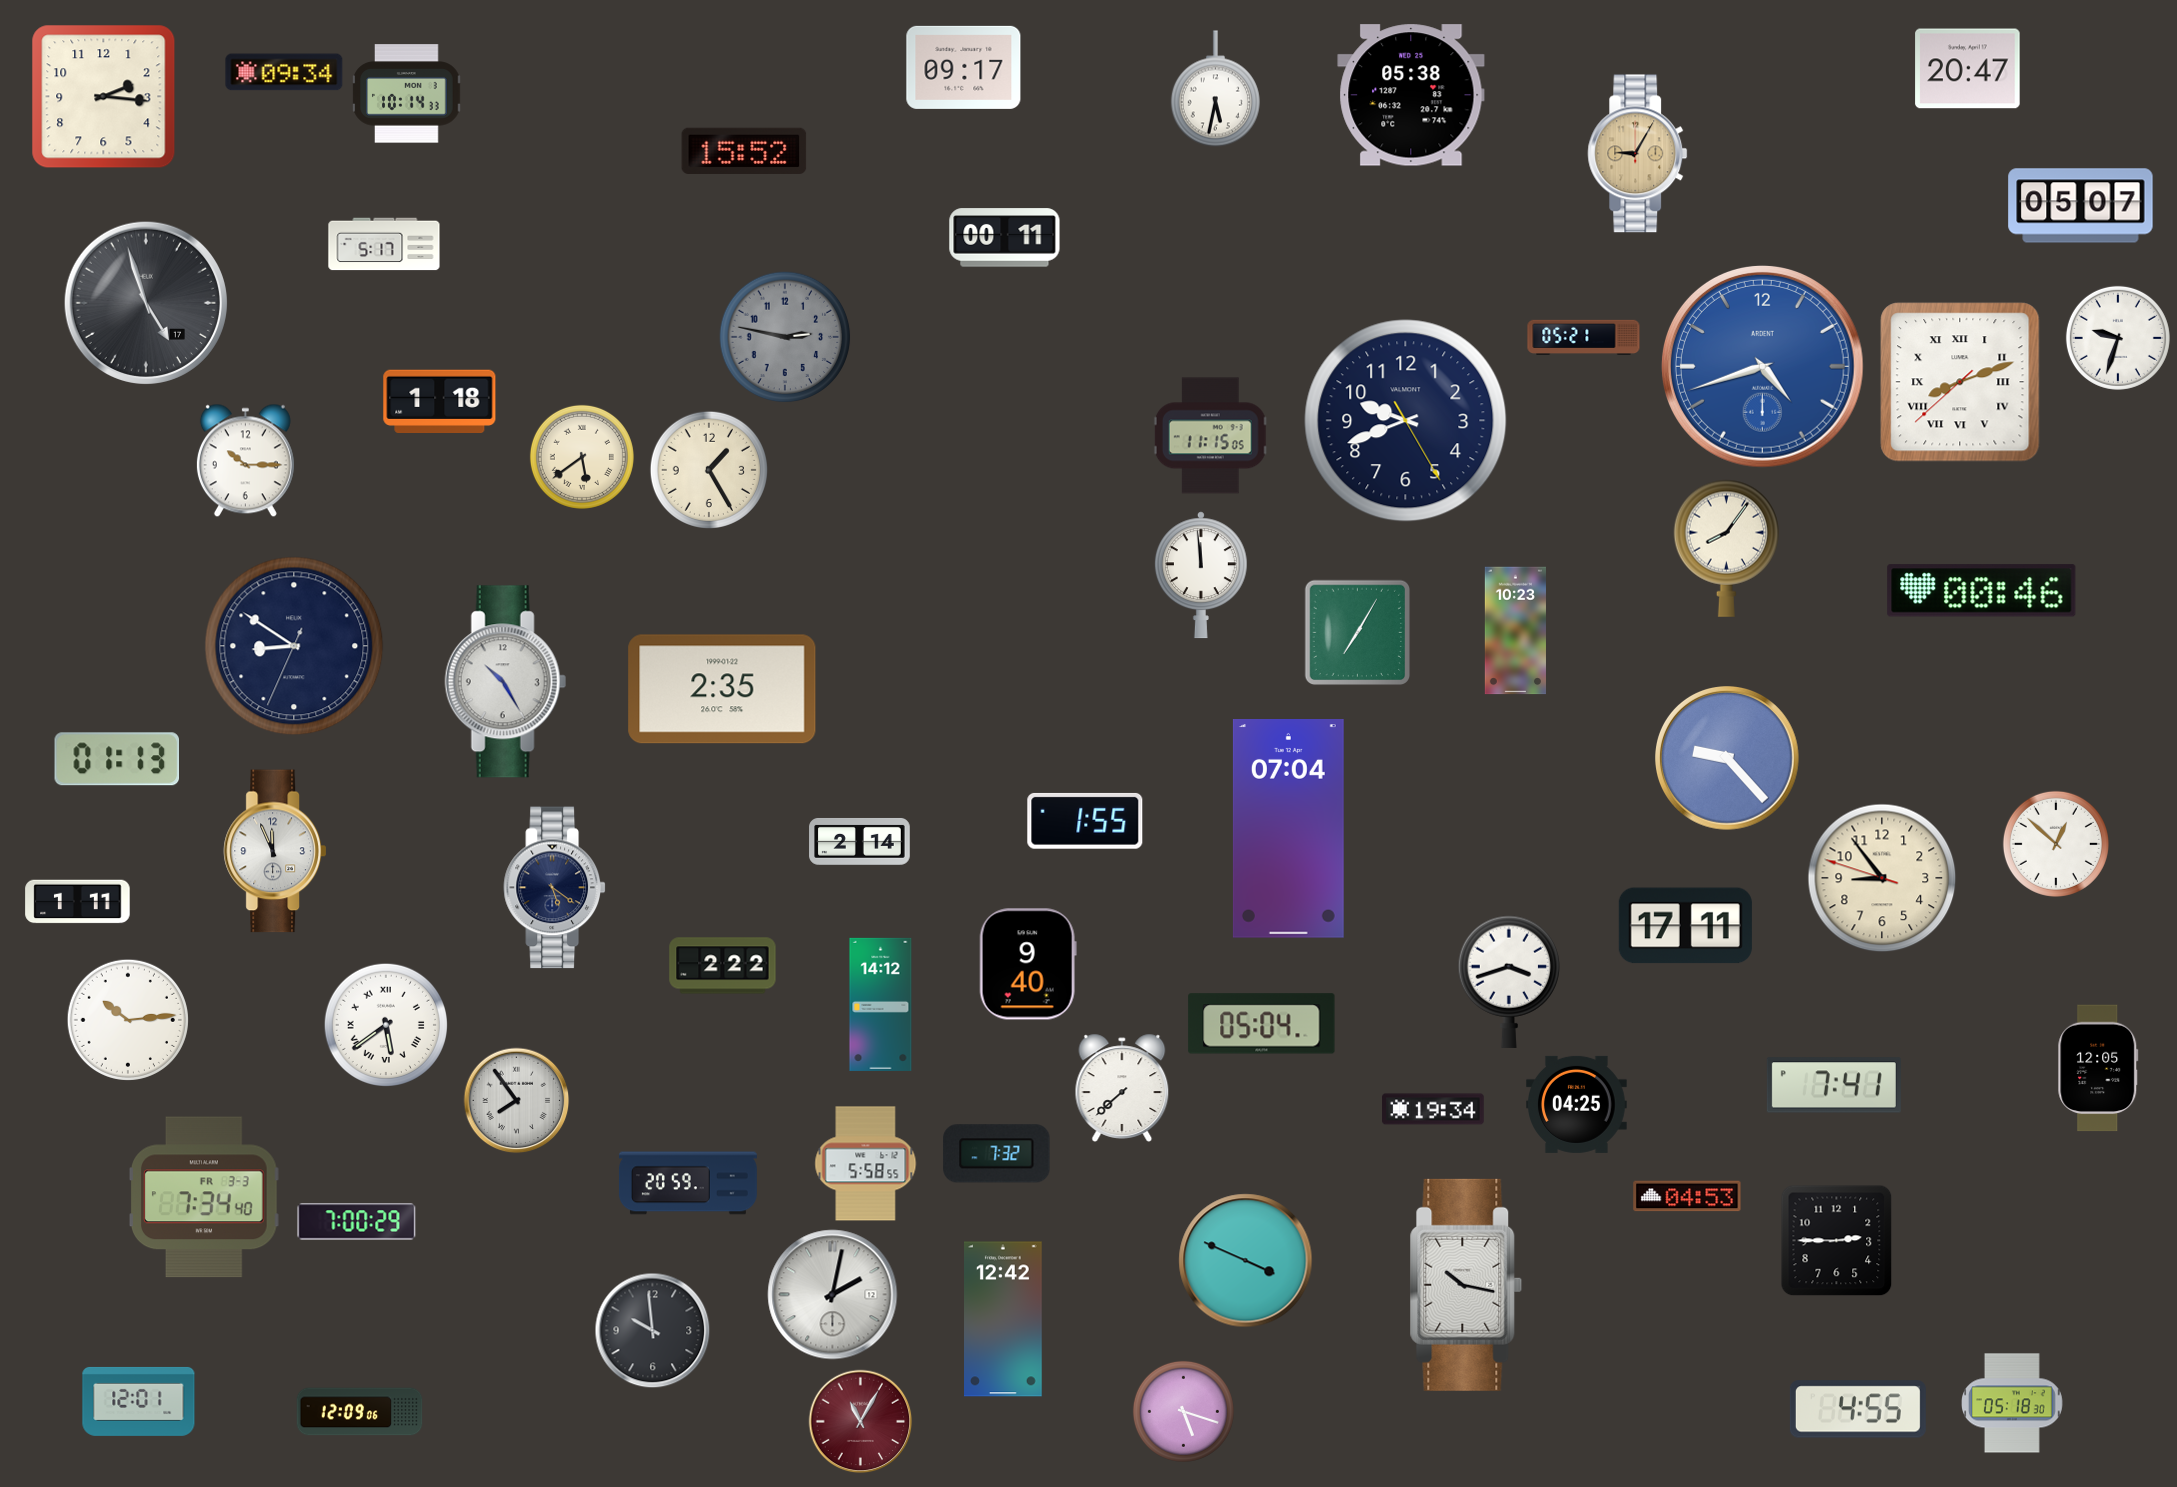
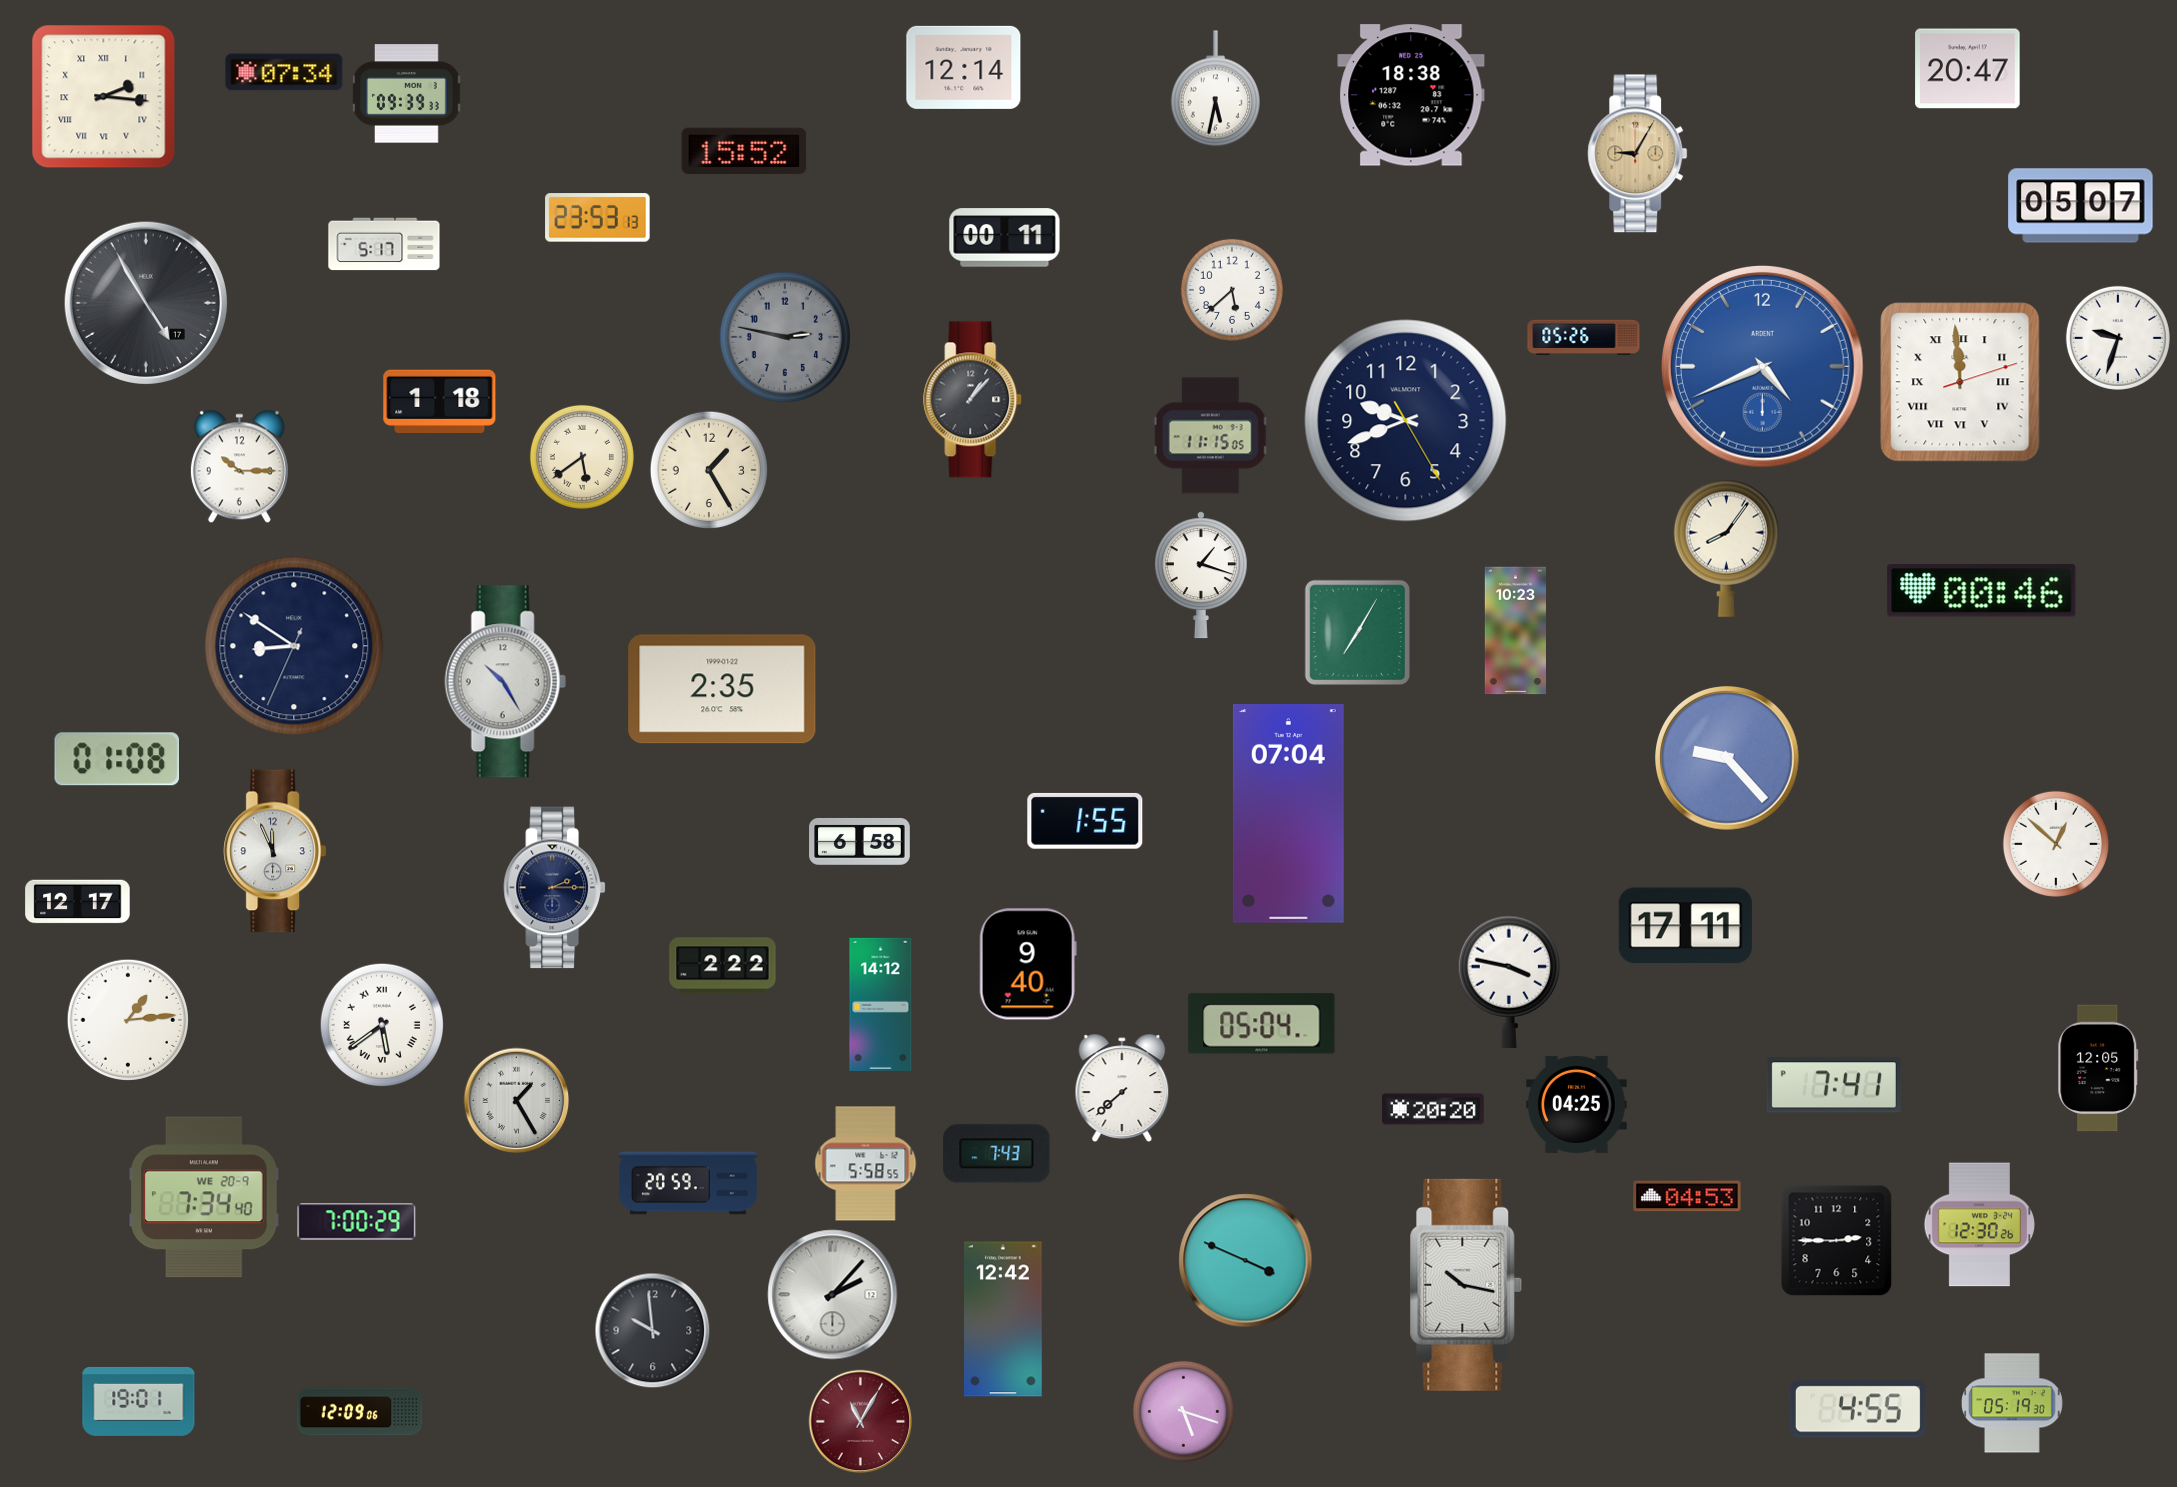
clock at (964, 67): 09:17 -> 12:14
clock at (284, 72): 09:34 -> 07:34
clock at (407, 94): 10:14 -> 09:39
clock at (1411, 95): 05:38 -> 18:38
clock at (104, 97) numerals: Arabic -> Roman
clock at (598, 218): none -> 23:53
clock at (1232, 290): none -> 5:38
clock at (146, 303): 4:57 -> 4:55
clock at (1584, 337): 05:21 -> 05:26
clock at (1762, 366): 4:42 -> 4:41
clock at (1960, 382): 8:11 -> 11:59
clock at (973, 400): none -> 1:07
clock at (245, 461) position: (245, 461) -> (239, 467)
clock at (1201, 575): 11:59 -> 1:18
clock at (116, 759): 01:13 -> 01:08
clock at (1288, 829) position: (1288, 829) -> (1288, 814)
clock at (860, 841): 2:14 -> 6:58
clock at (1882, 878): 8:53 -> none
clock at (554, 888): 5:21 -> 2:15
clock at (78, 902): 1:11 -> 12:17
clock at (1508, 982): 3:42 -> 3:47
clock at (127, 1019): 10:14 -> 1:14
clock at (385, 1024) position: (385, 1024) -> (381, 1024)
clock at (517, 1101): 7:54 -> 1:25
clock at (1433, 1109): 19:34 -> 20:20
clock at (997, 1154): 7:32 -> 7:43
clock at (205, 1197) date: FR 3-3 -> WE 20-9
clock at (1979, 1225): none -> 12:30
clock at (833, 1295): 2:02 -> 2:07
clock at (139, 1401): 12:01 -> 19:01
clock at (2013, 1403): 05:18 -> 05:19
